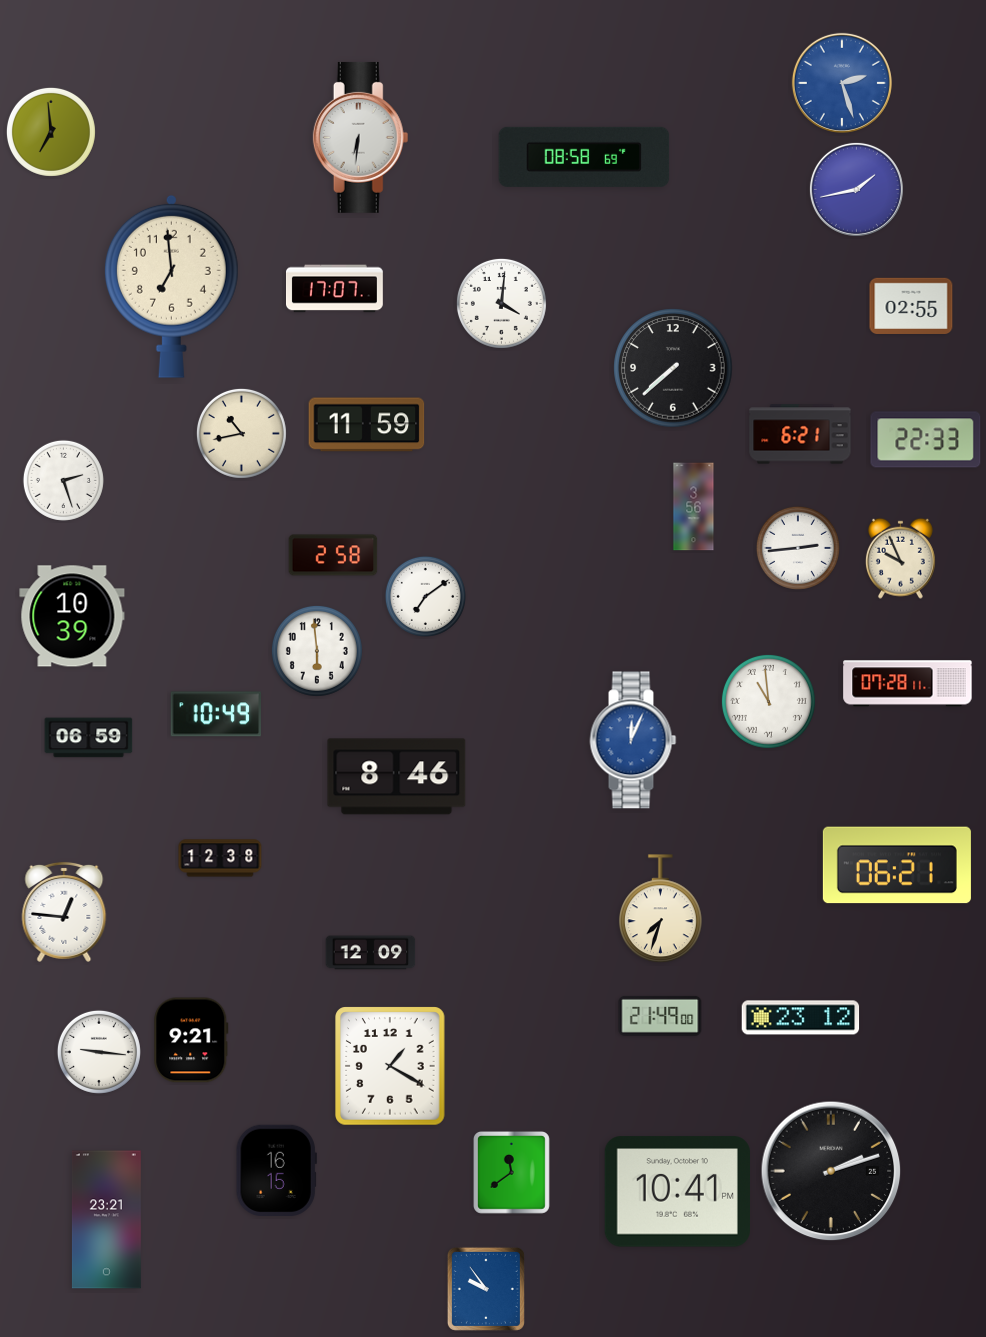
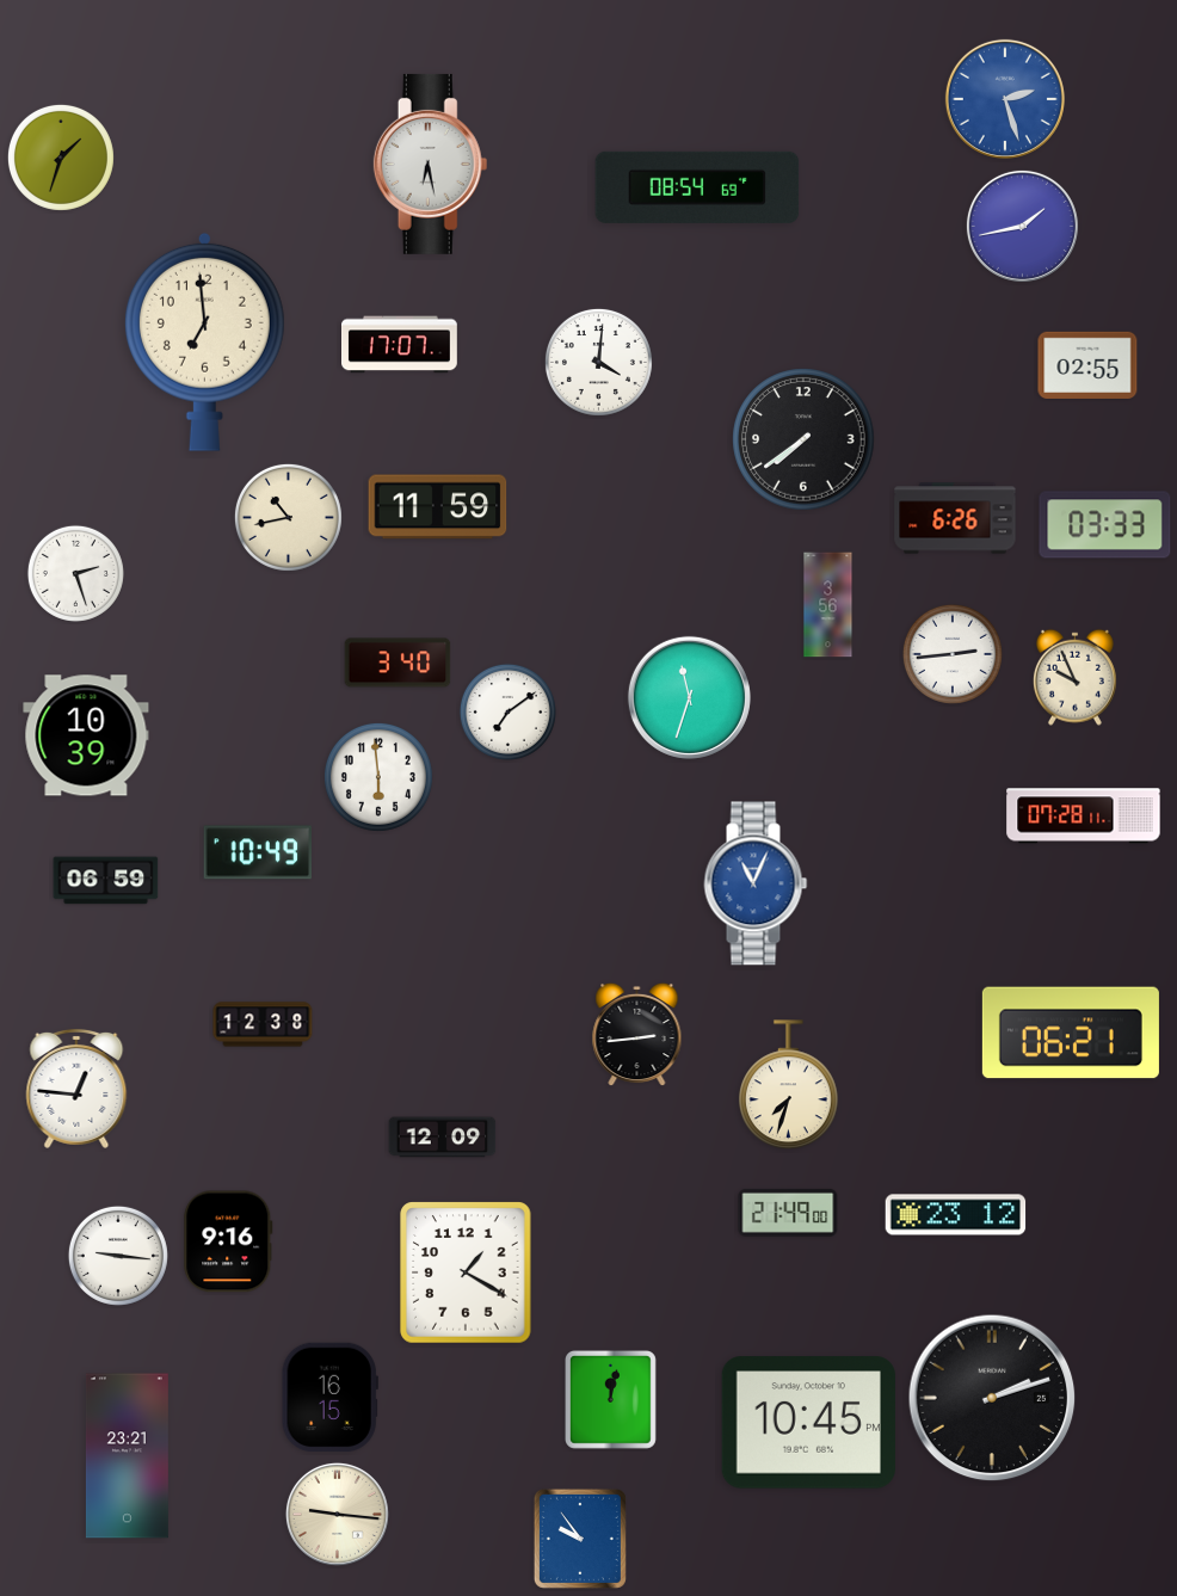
clock at (51, 132): 6:59 -> 1:33
clock at (361, 137): 6:31 -> 6:28
clock at (584, 157): 08:58 -> 08:54
clock at (673, 368): 7:38 -> 7:39
clock at (800, 434): 6:21 -> 6:26
clock at (926, 440): 22:33 -> 03:33
clock at (333, 555): 2:58 -> 3:40
clock at (900, 558) position: (900, 558) -> (1074, 677)
clock at (689, 697): none -> 11:33
clock at (768, 701): 10:59 -> none
clock at (633, 740): 12:04 -> 11:04
clock at (397, 777): 8:46 -> none
clock at (637, 1035): none -> 2:44
clock at (191, 1040): 9:21 -> 9:16
clock at (511, 1172): 11:39 -> 12:02
clock at (677, 1192): 10:41 -> 10:45
clock at (337, 1514): none -> 9:16
